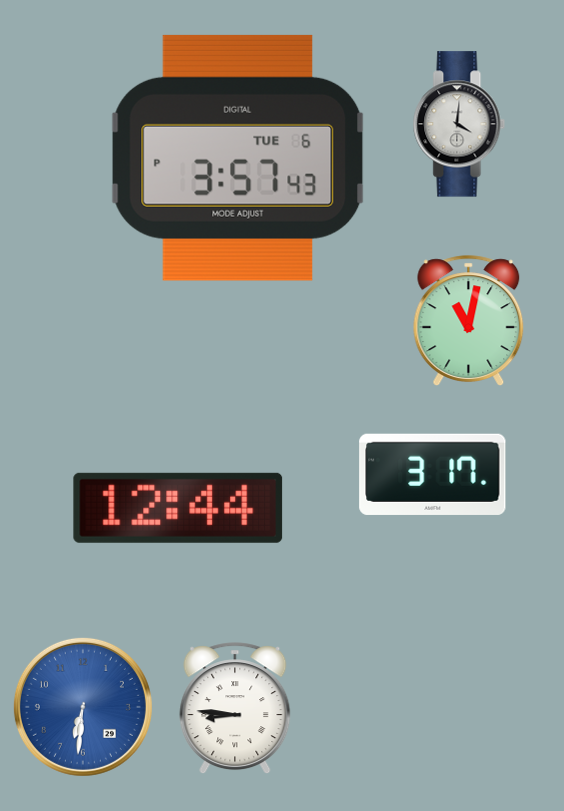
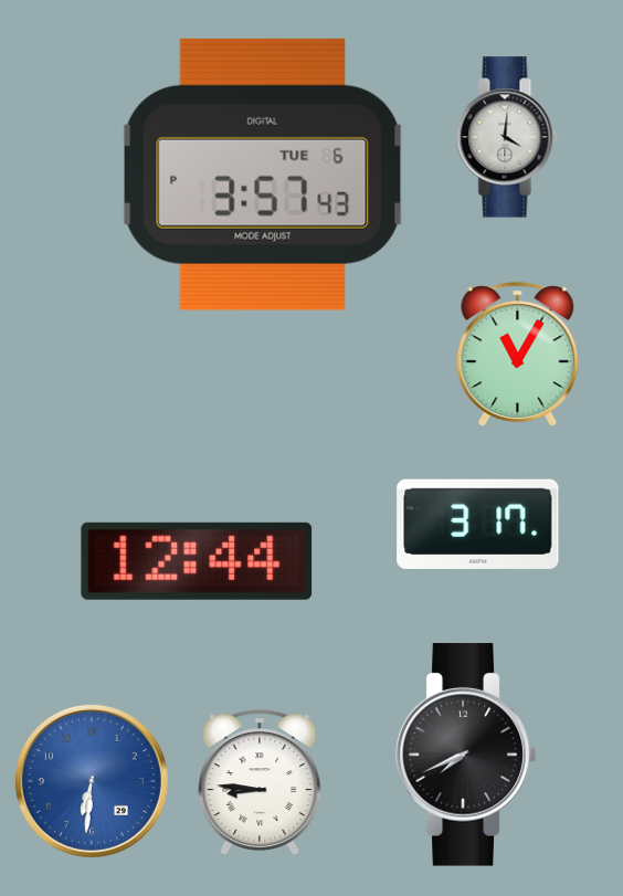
clock at (469, 320): 11:02 -> 11:05
clock at (466, 755): none -> 7:41
